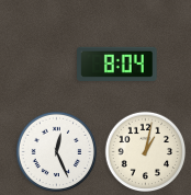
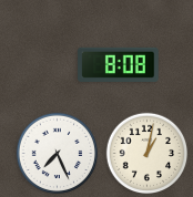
clock at (117, 64): 8:04 -> 8:08
clock at (57, 152): 12:26 -> 7:26
